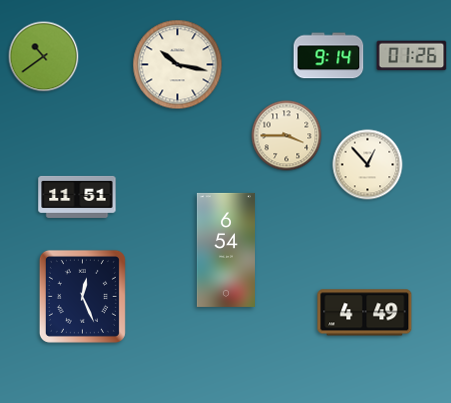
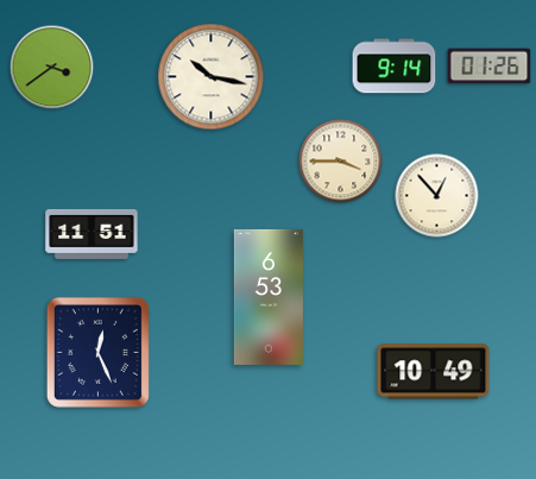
clock at (329, 56) position: (329, 56) -> (395, 67)
clock at (44, 57): 10:39 -> 3:39
clock at (226, 250): 6:54 -> 6:53
clock at (365, 313): 4:49 -> 10:49
